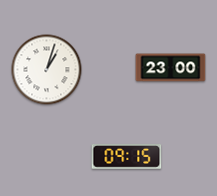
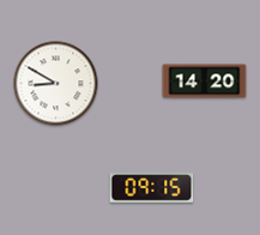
clock at (171, 68): 23:00 -> 14:20
clock at (47, 70): 1:03 -> 8:50
